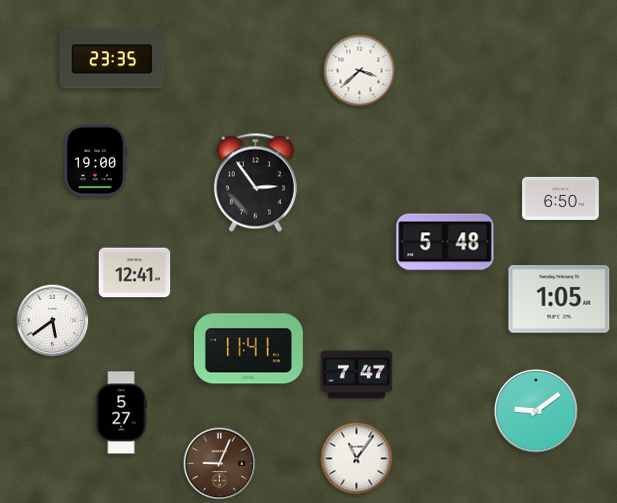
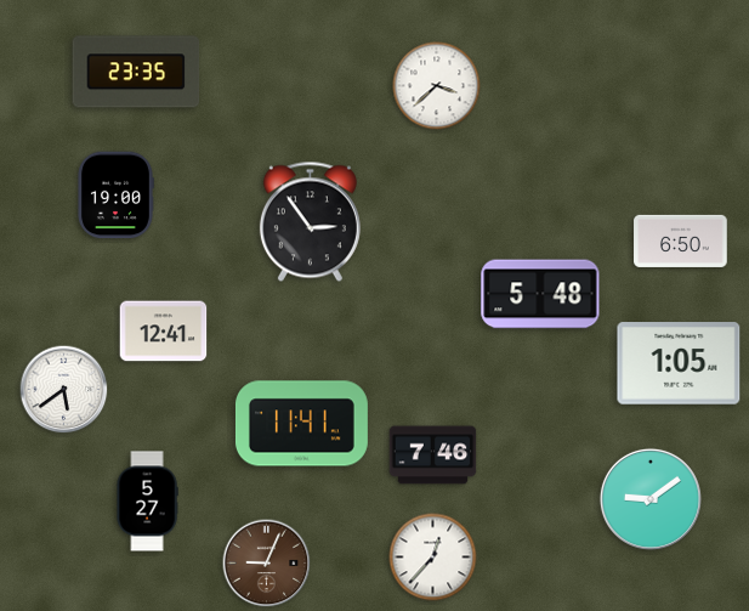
clock at (357, 375): 7:47 -> 7:46
clock at (357, 459): 11:06 -> 12:37
